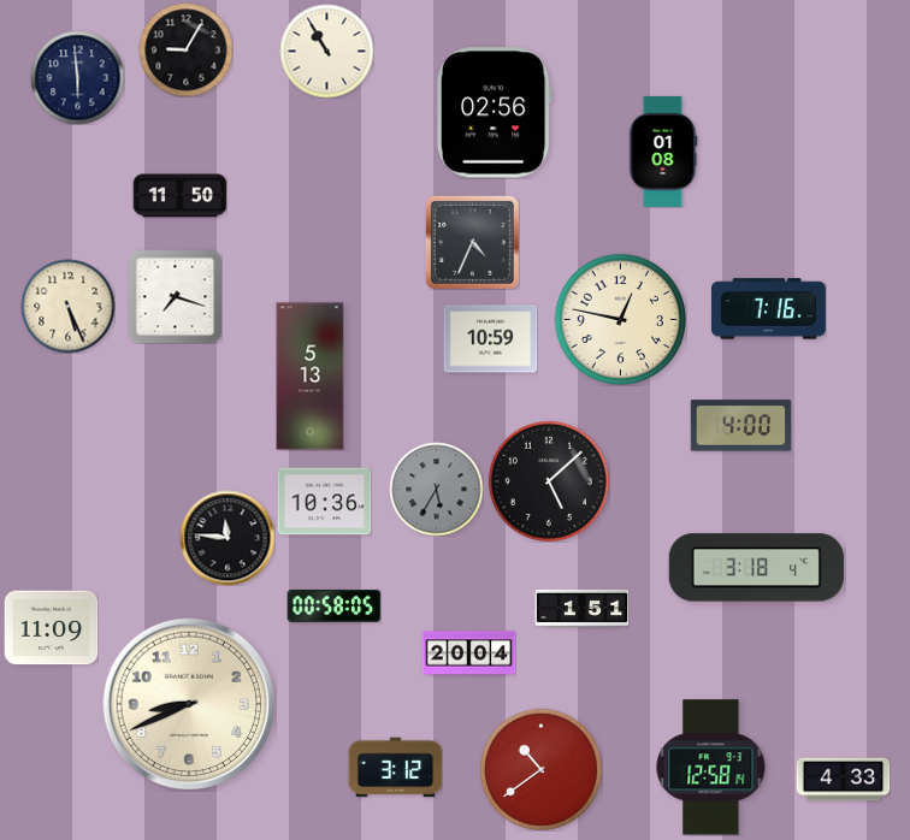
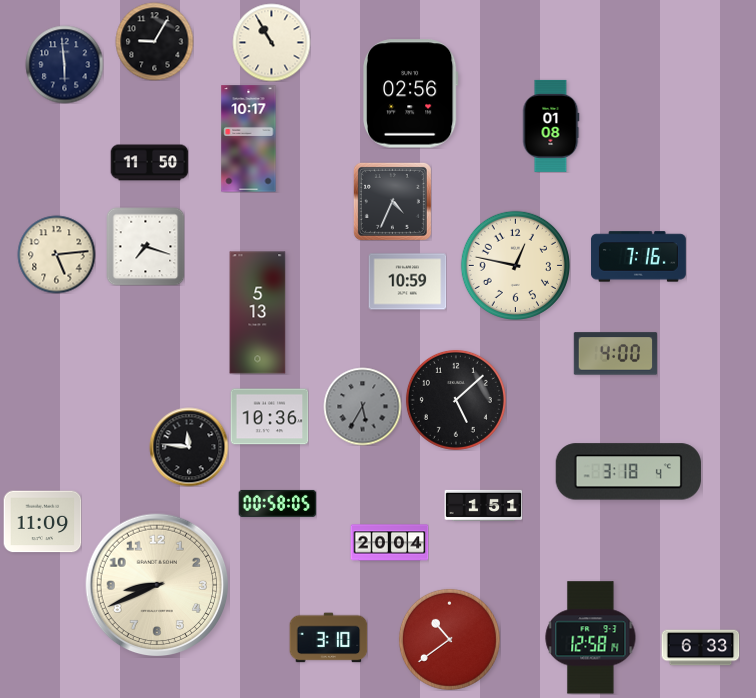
clock at (249, 139): none -> 10:17
clock at (67, 306): 5:26 -> 5:14
clock at (395, 768): 3:12 -> 3:10
clock at (843, 780): 4:33 -> 6:33
